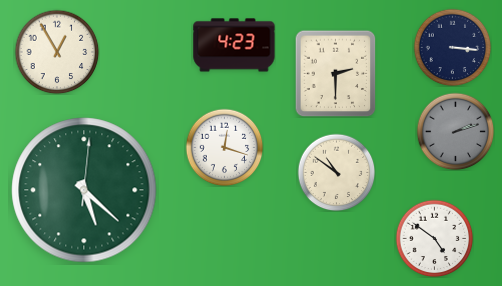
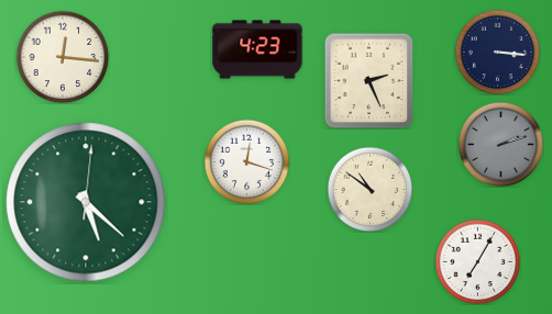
clock at (57, 52): 12:55 -> 12:16
clock at (336, 73): 2:30 -> 2:26
clock at (84, 190) position: (84, 190) -> (86, 202)
clock at (434, 238): 4:51 -> 7:05
